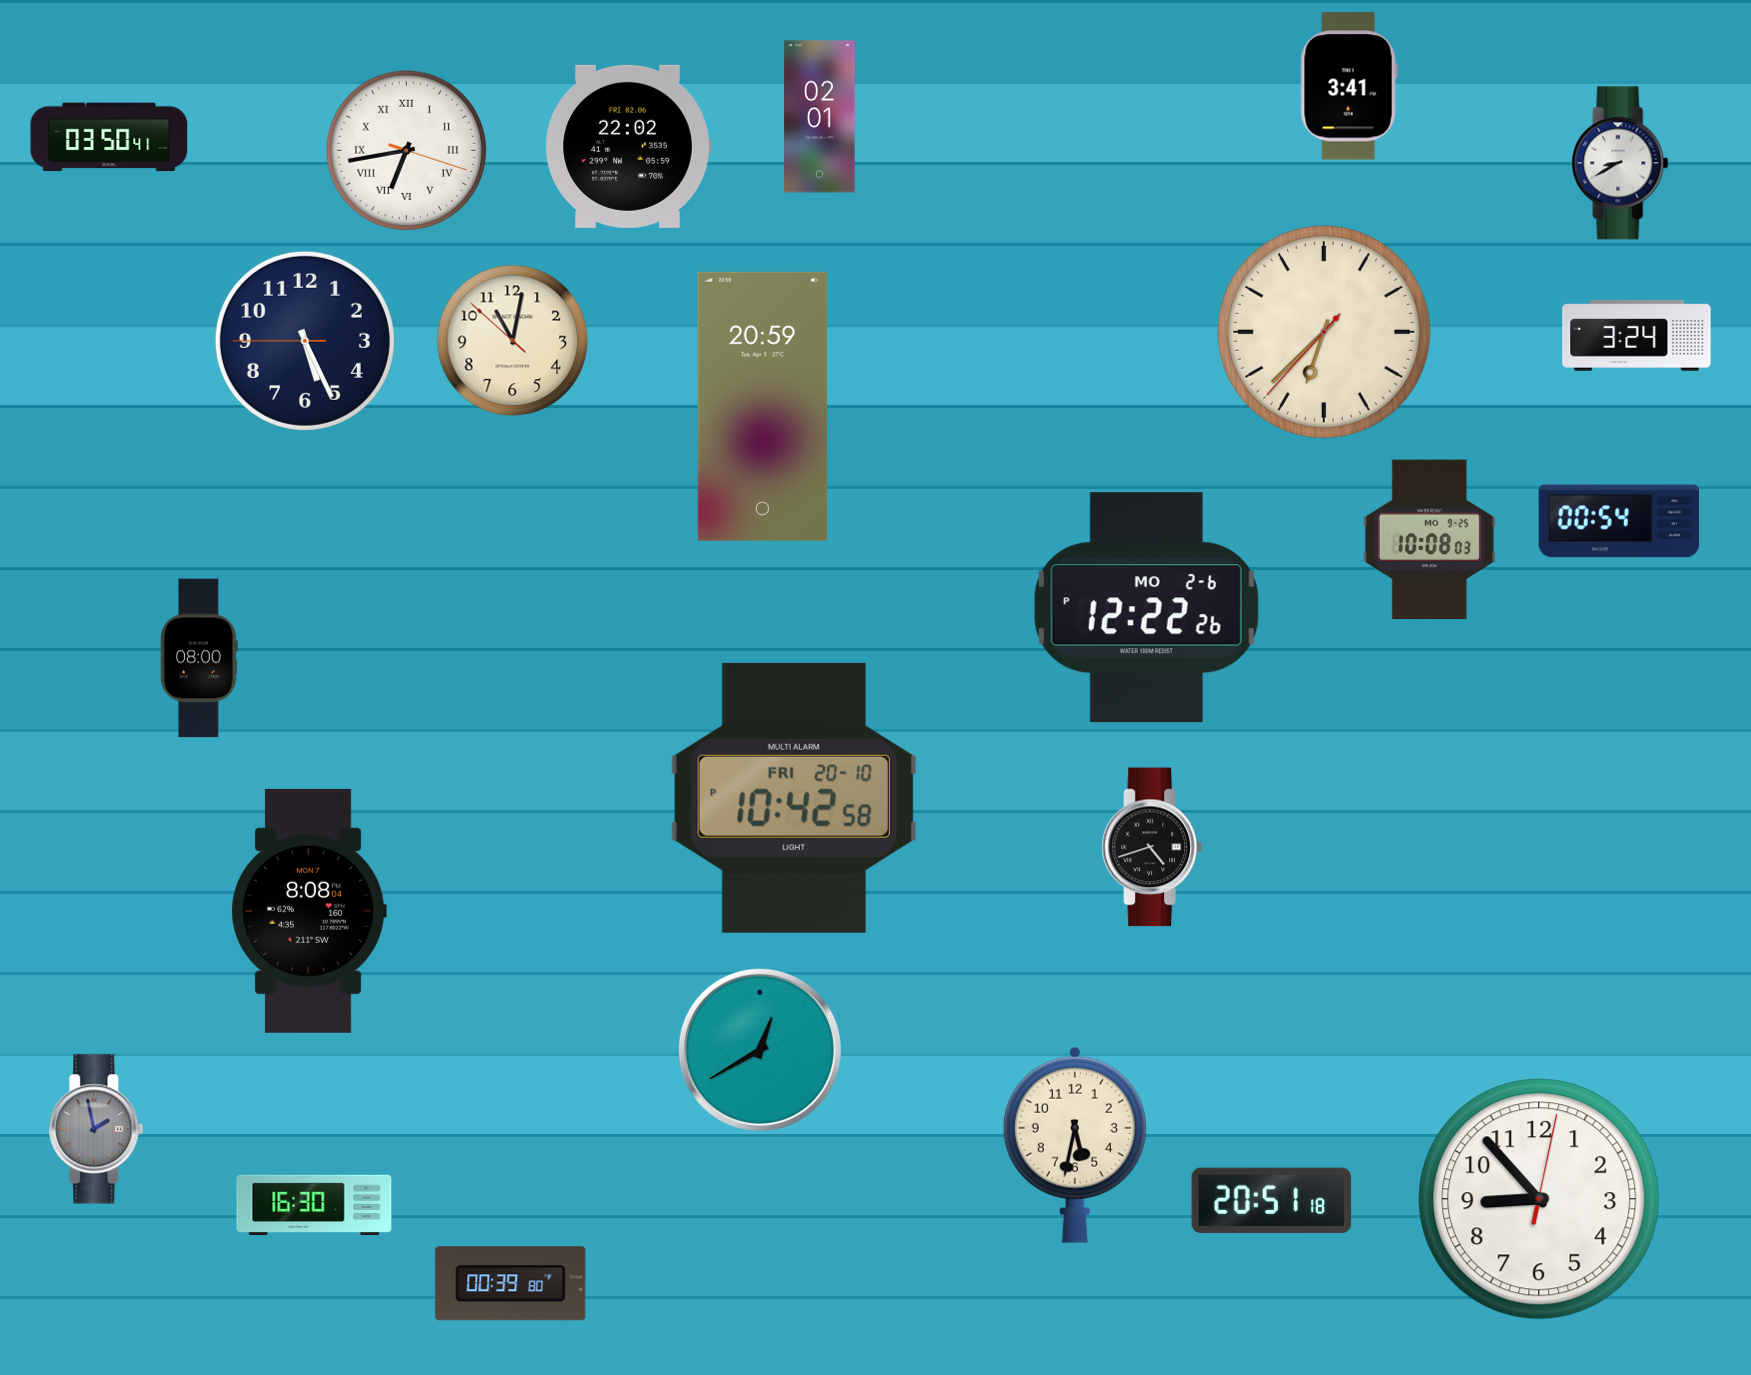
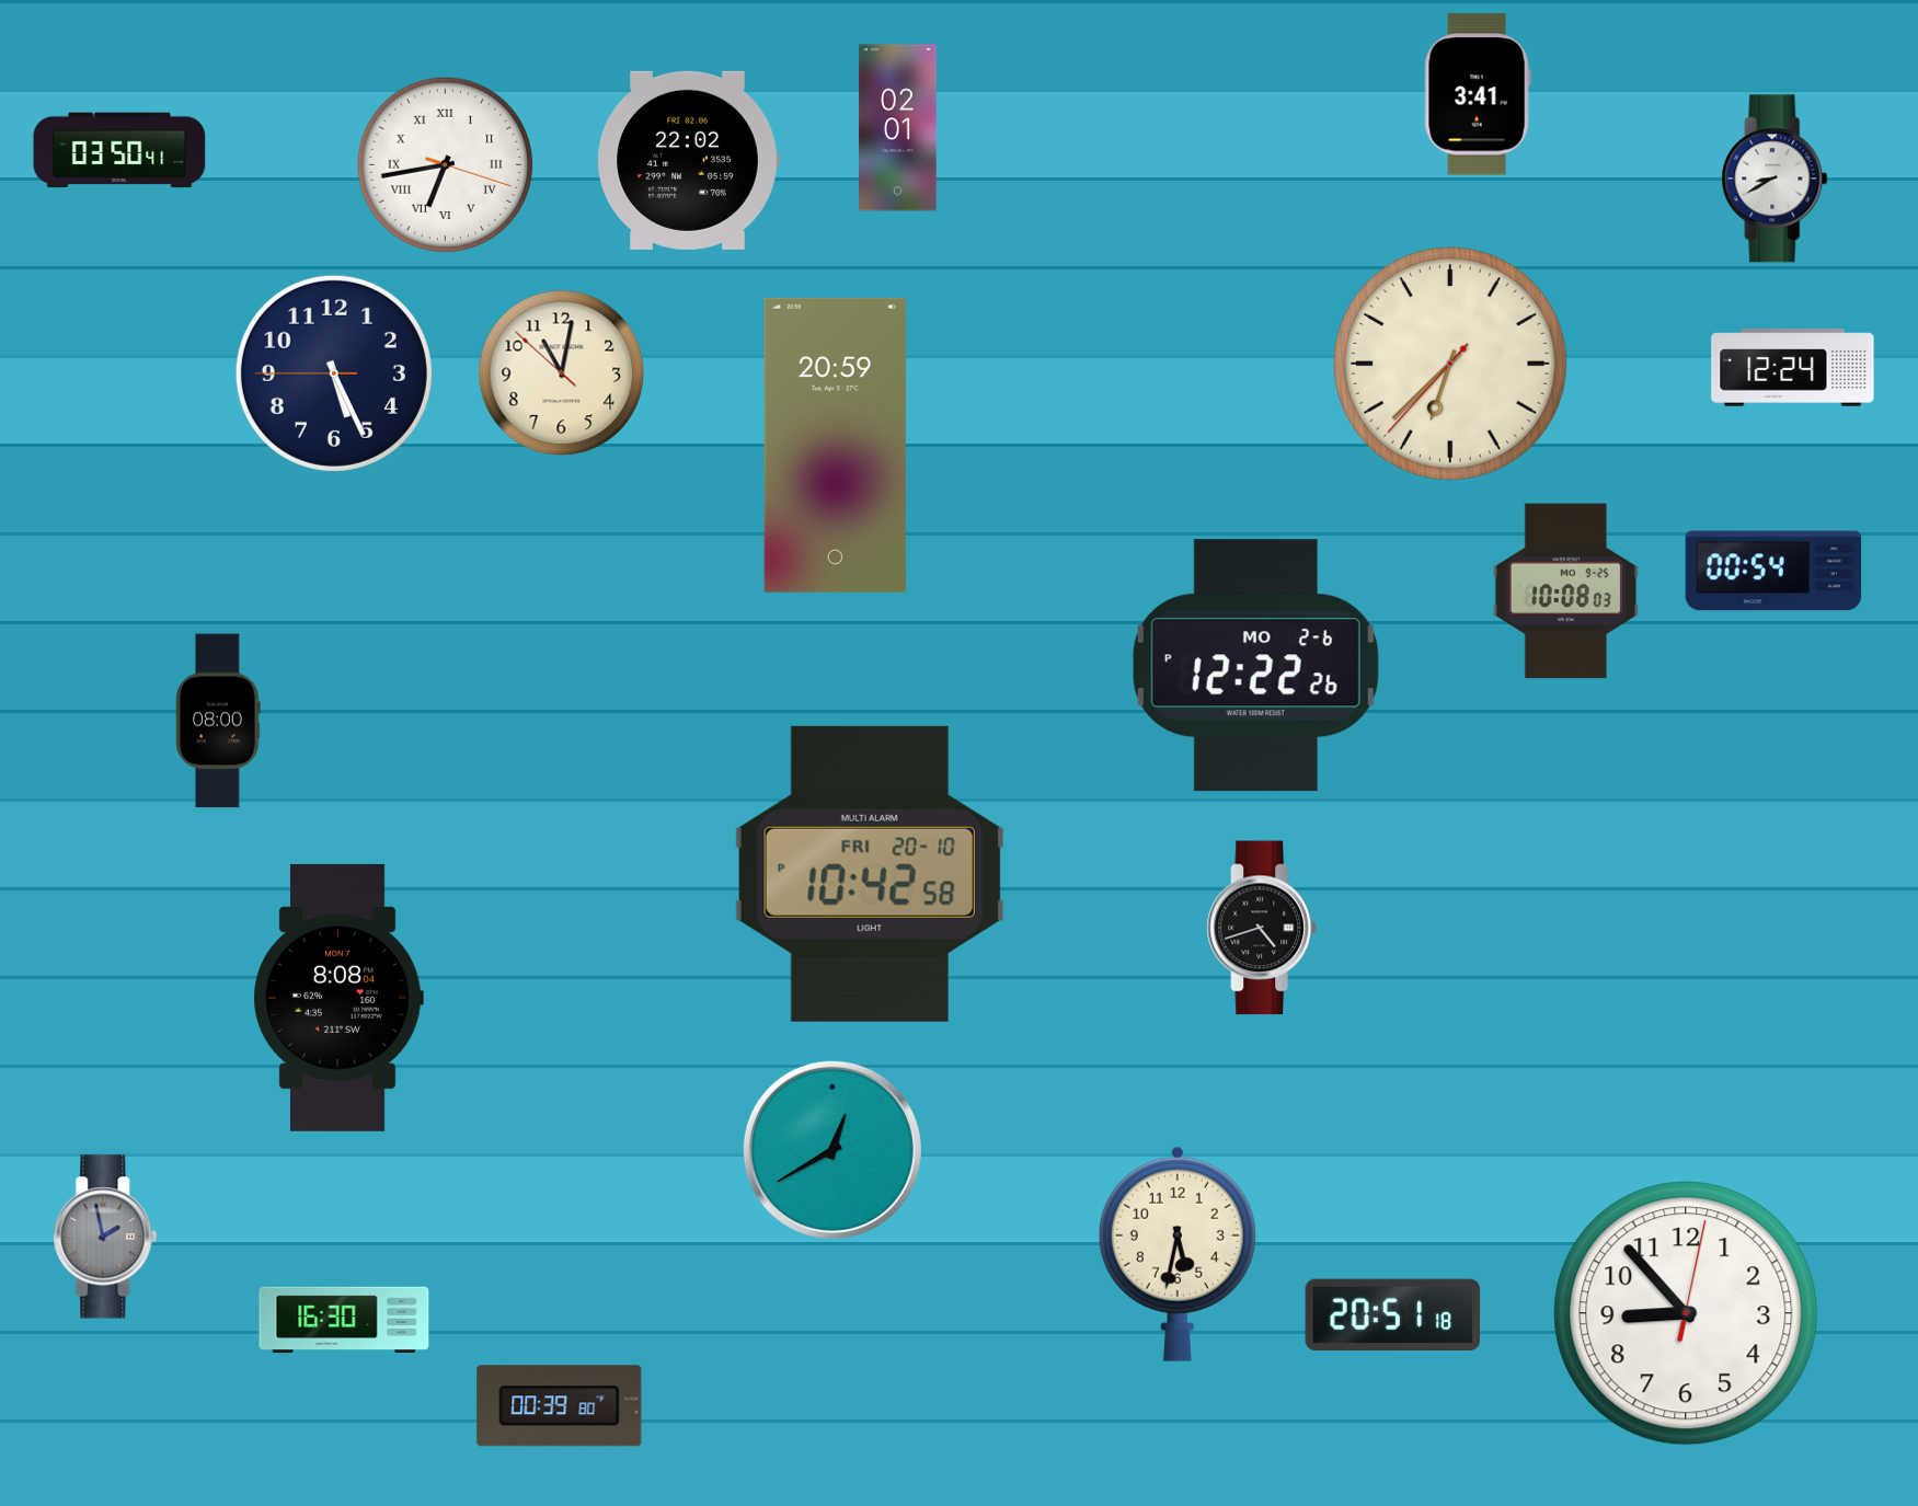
clock at (1637, 336): 3:24 -> 12:24
